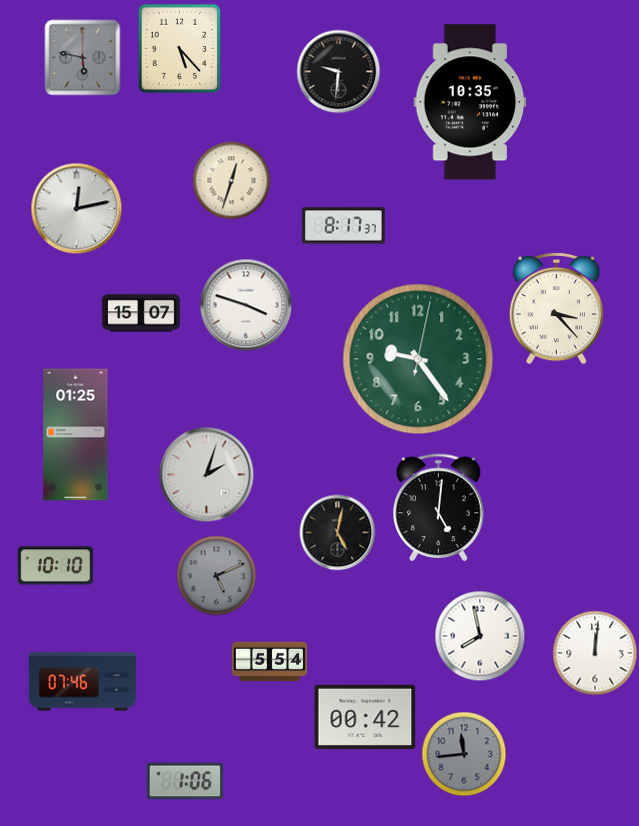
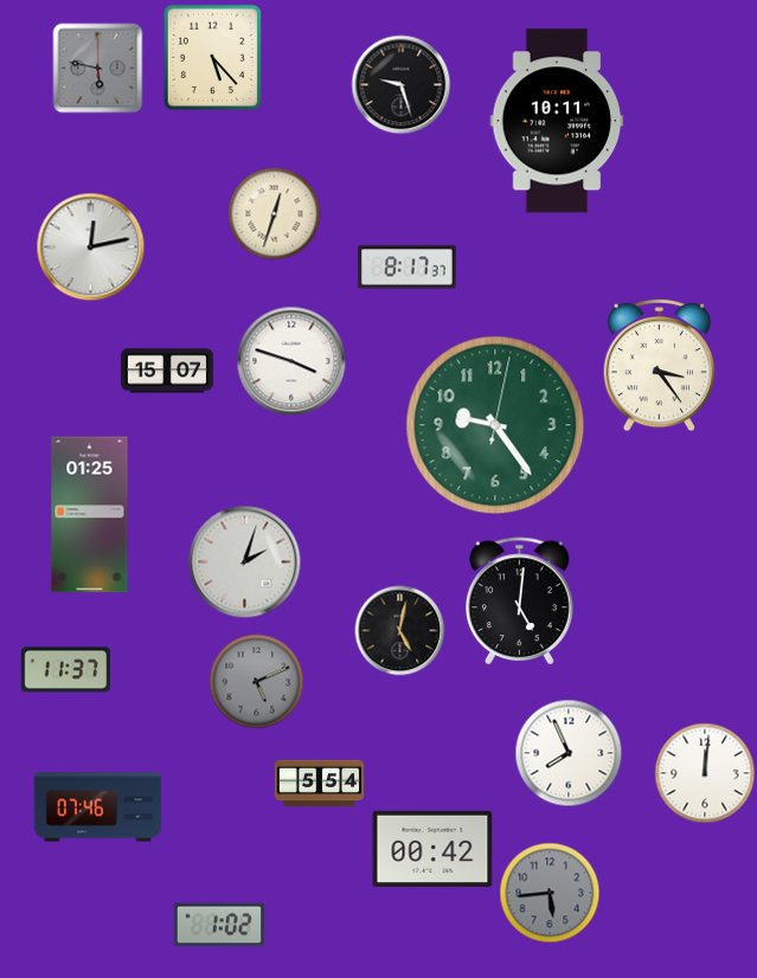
clock at (339, 72): 9:31 -> 9:27
clock at (470, 102): 10:35 -> 10:11
clock at (556, 308): 3:23 -> 3:24
clock at (55, 566): 10:10 -> 11:37
clock at (480, 636): 7:58 -> 7:56
clock at (464, 754): 11:44 -> 5:44
clock at (184, 781): 1:06 -> 1:02
